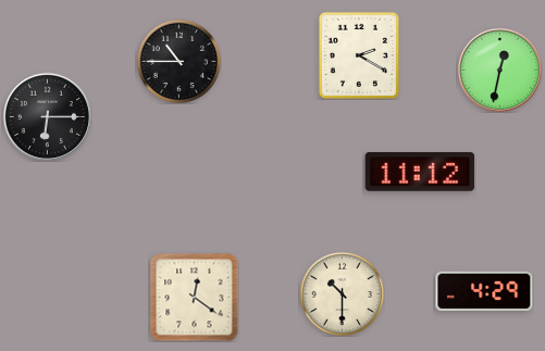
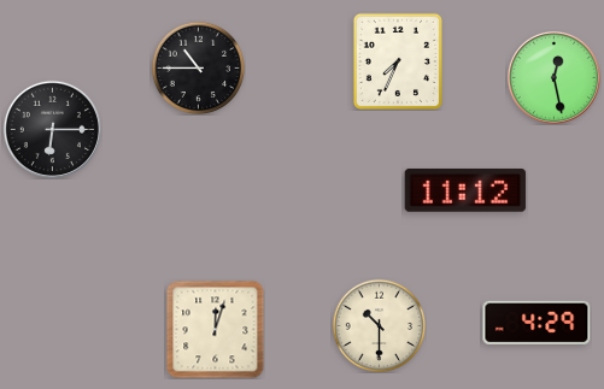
clock at (359, 55): 2:20 -> 7:34
clock at (499, 70): 12:32 -> 12:28
clock at (194, 297): 12:21 -> 12:03
